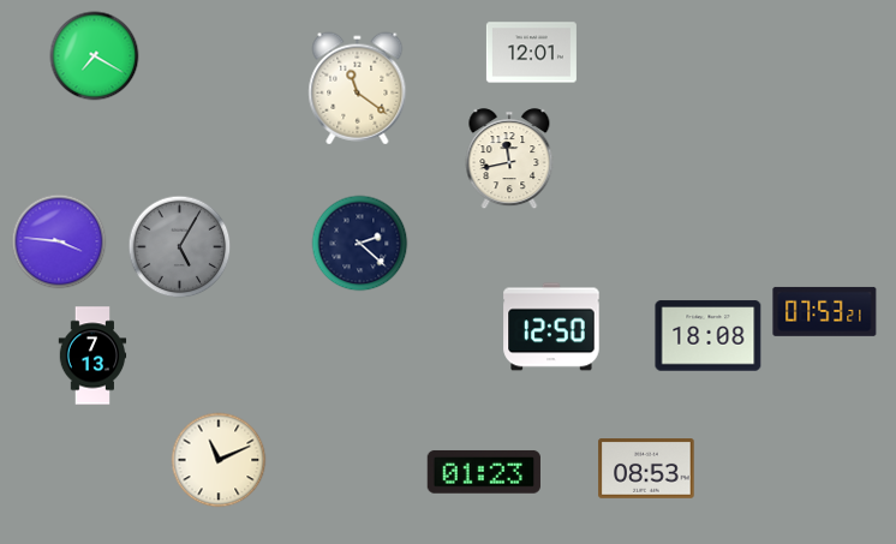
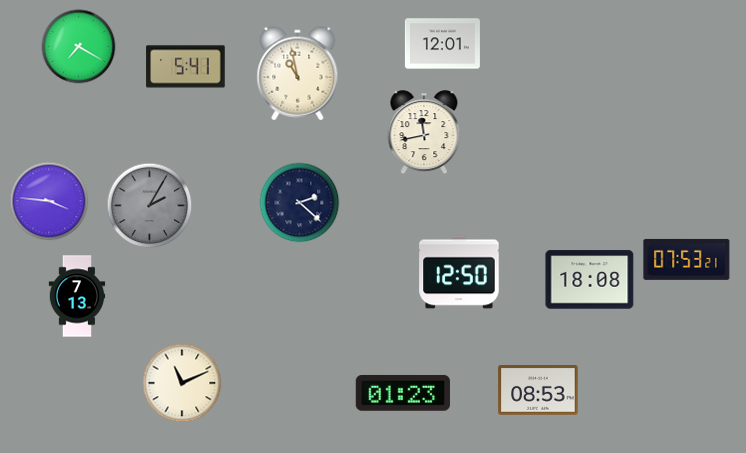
clock at (186, 67): none -> 5:41
clock at (358, 89): 11:21 -> 10:58
clock at (180, 247): 5:05 -> 2:05
